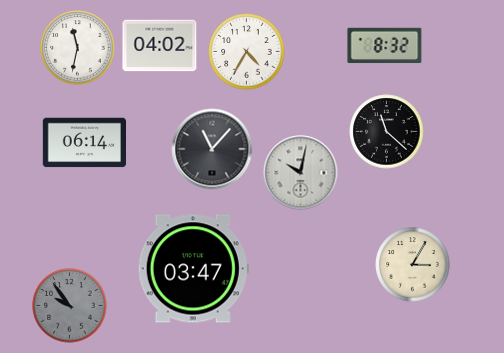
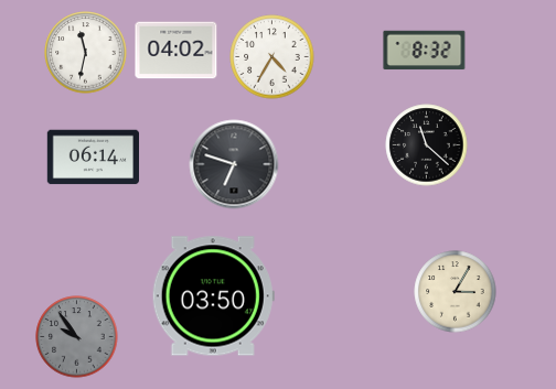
clock at (212, 149): 11:07 -> 6:48
clock at (301, 173): 10:02 -> none
clock at (193, 269): 03:47 -> 03:50
